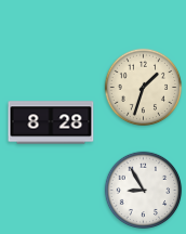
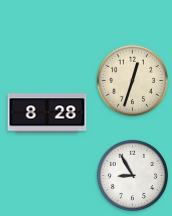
clock at (144, 88): 1:33 -> 12:33
